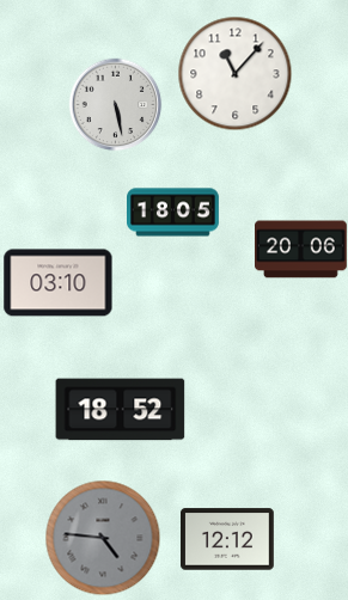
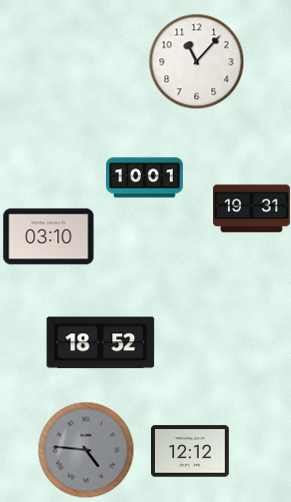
clock at (115, 104): 5:28 -> none
clock at (173, 213): 18:05 -> 10:01
clock at (301, 250): 20:06 -> 19:31
